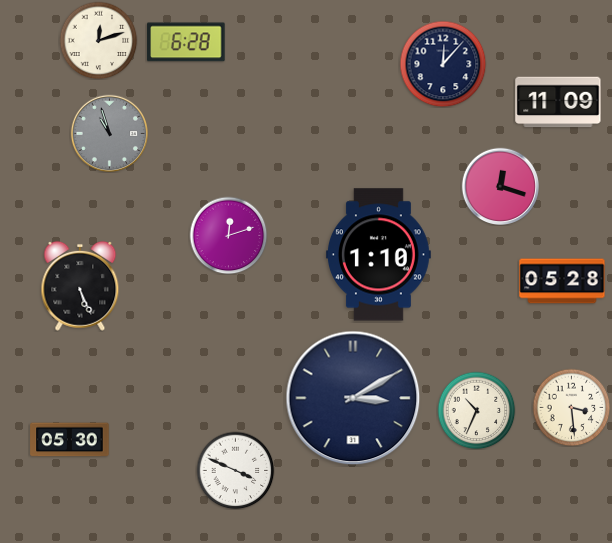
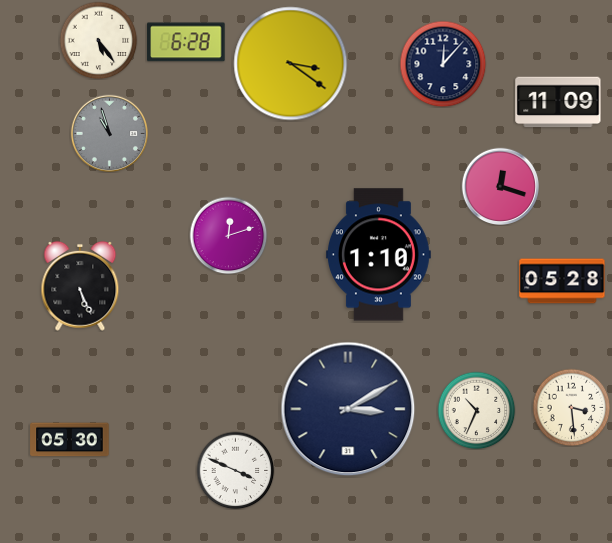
clock at (98, 40): 12:12 -> 5:24
clock at (291, 64): none -> 3:21
clock at (353, 398) position: (353, 398) -> (348, 409)
